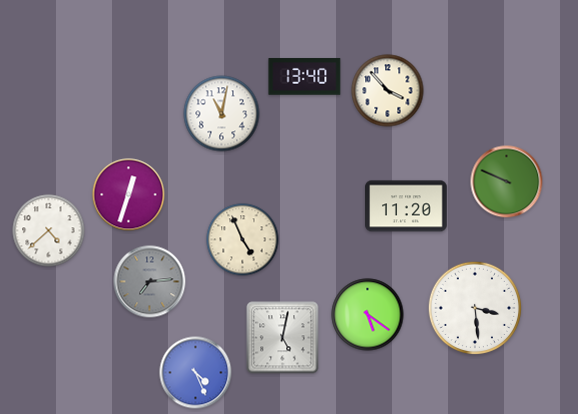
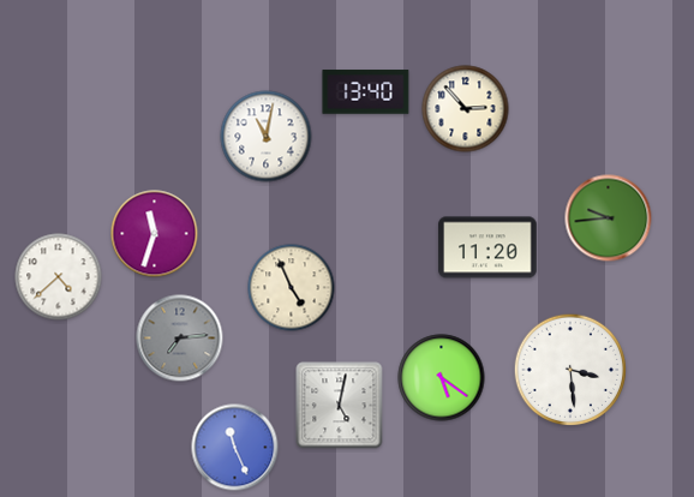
clock at (388, 91): 3:53 -> 2:53
clock at (507, 182): 9:49 -> 9:44
clock at (129, 195): 12:33 -> 11:33
clock at (196, 373): 4:26 -> 11:26
